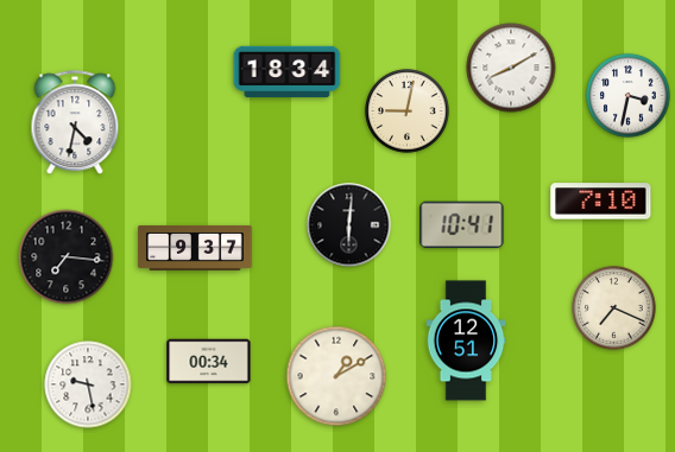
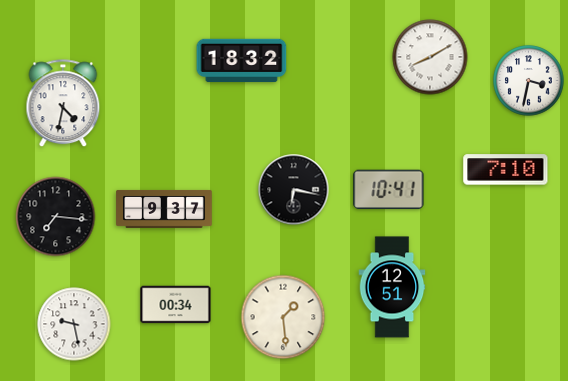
clock at (288, 72): 18:34 -> 18:32
clock at (408, 112): 9:02 -> none
clock at (349, 225): 6:01 -> 6:17
clock at (614, 308): 7:19 -> none
clock at (336, 376): 1:10 -> 1:29
